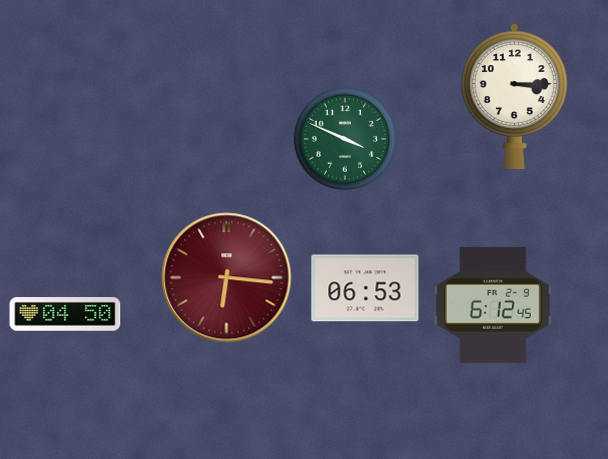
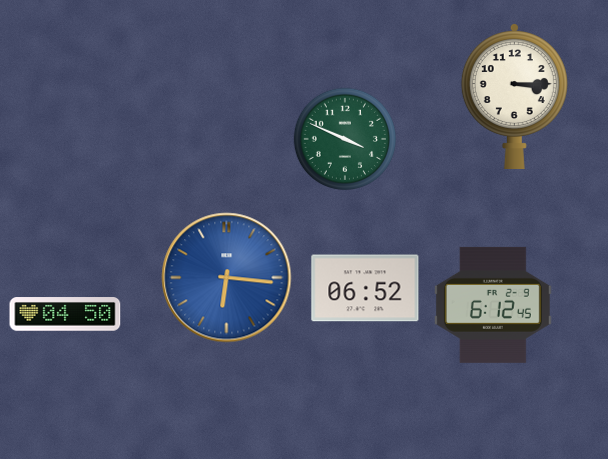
clock at (227, 278) dial: burgundy -> blue
clock at (365, 288): 06:53 -> 06:52
